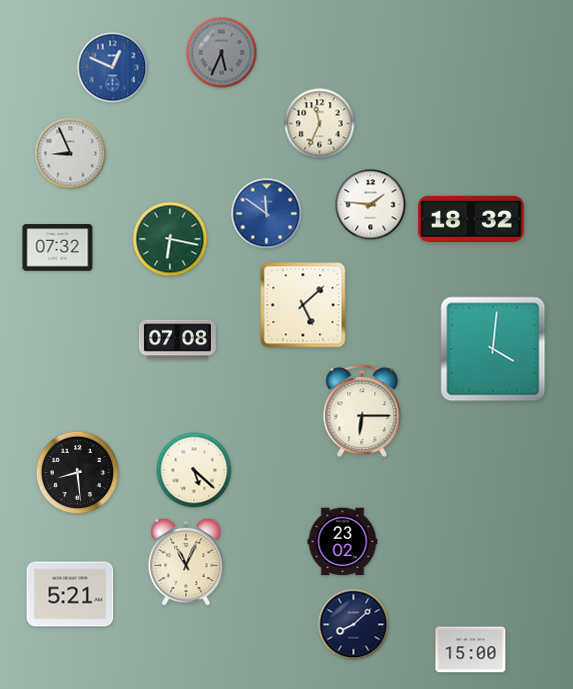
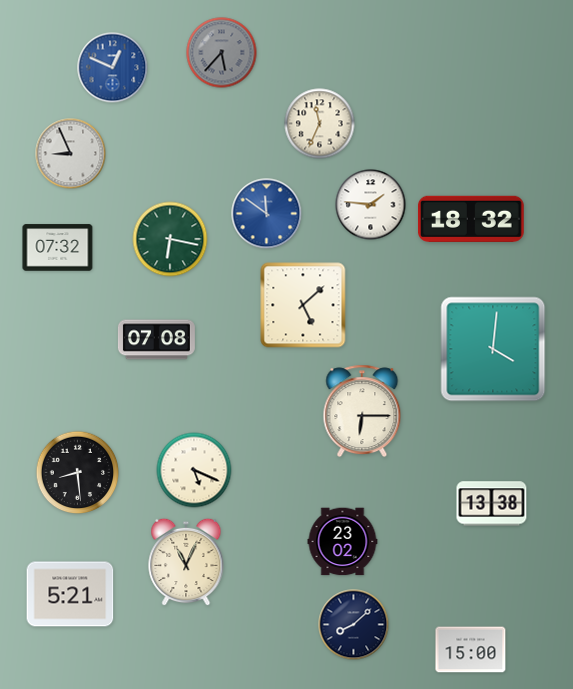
clock at (222, 53): 5:34 -> 5:37
clock at (177, 340) position: (177, 340) -> (156, 340)
clock at (194, 470): 5:22 -> 5:19
clock at (492, 504): none -> 13:38
